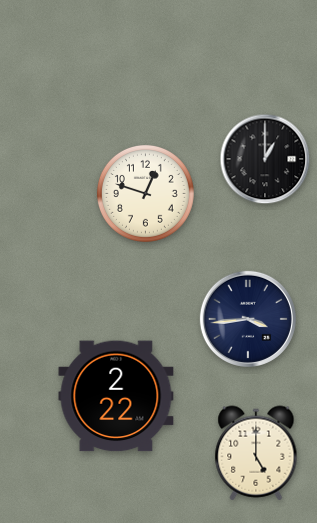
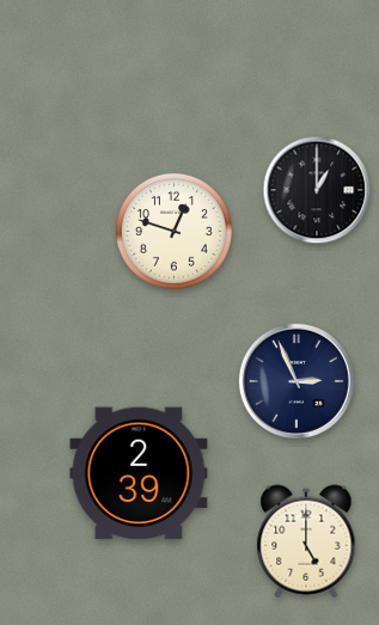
clock at (248, 319): 3:44 -> 2:56
clock at (116, 396): 2:22 -> 2:39
